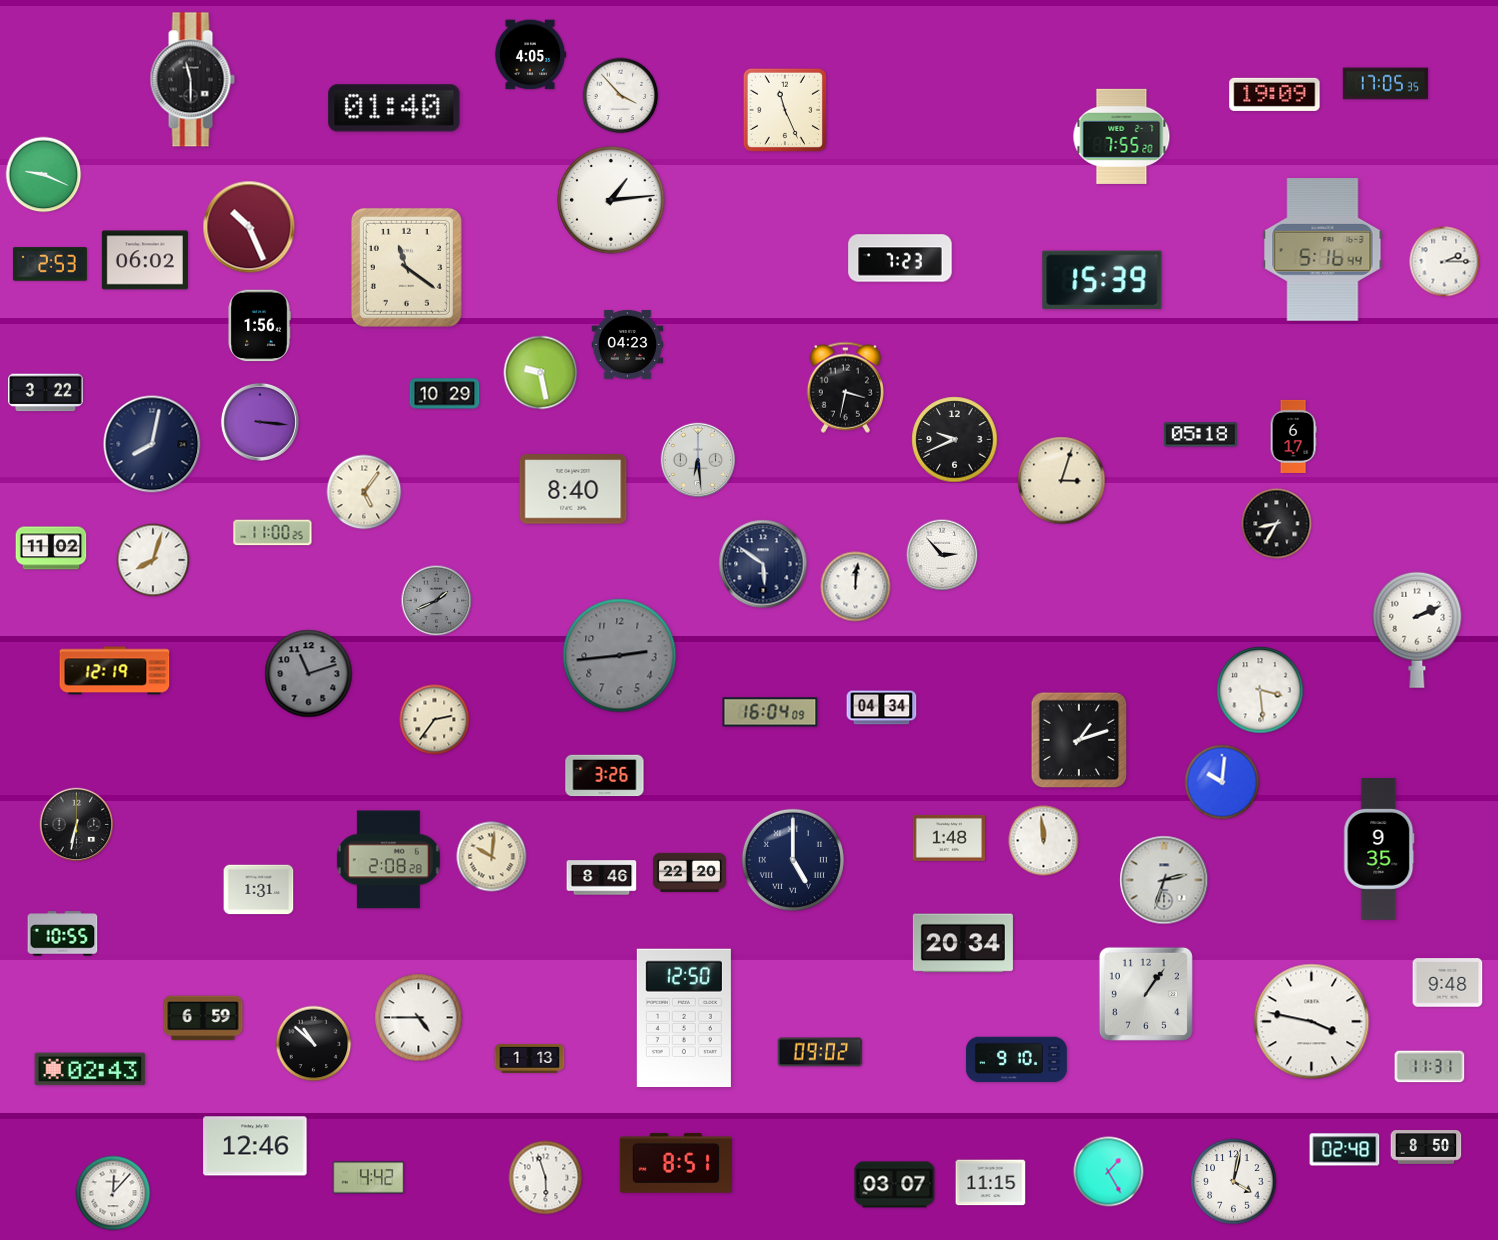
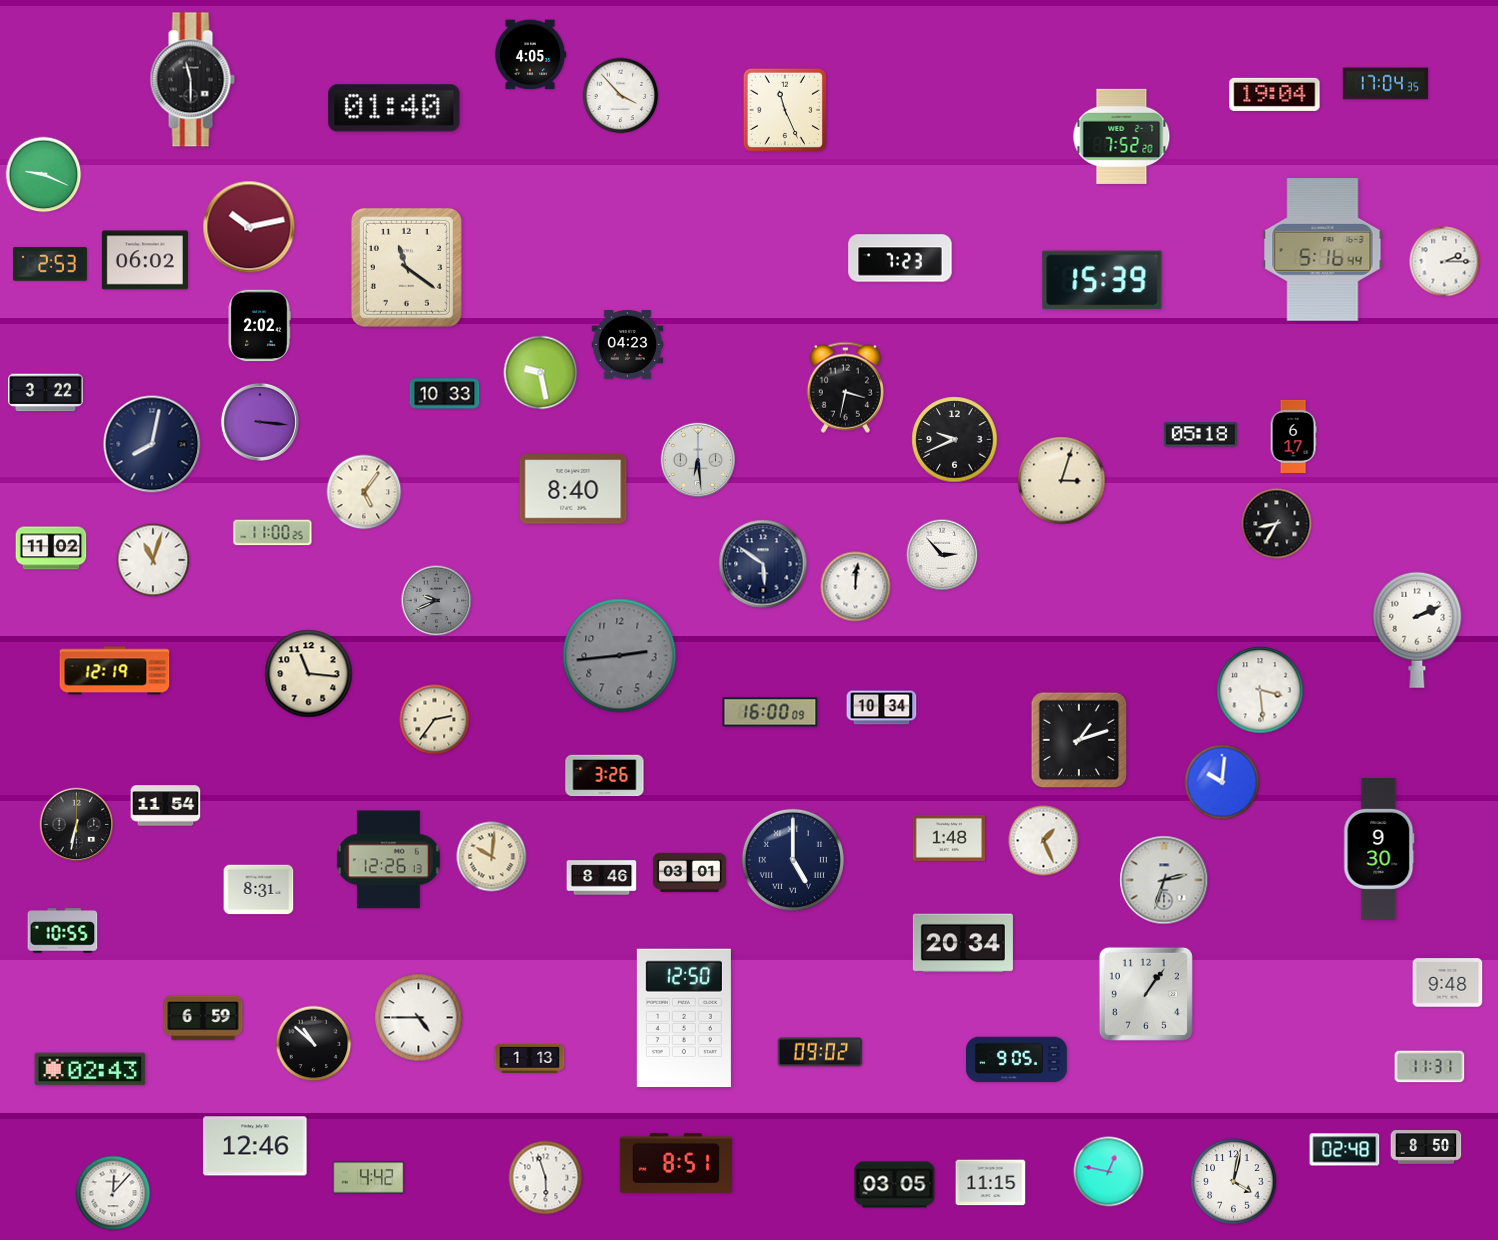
clock at (1386, 84): 17:05 -> 17:04
clock at (1275, 94): 19:09 -> 19:04
clock at (1122, 136): 7:55 -> 7:52
clock at (611, 200): 1:14 -> none
clock at (249, 227): 10:26 -> 10:13
clock at (259, 326): 1:56 -> 2:02
clock at (445, 394): 10:29 -> 10:33
clock at (153, 560): 8:03 -> 11:03
clock at (437, 601): 1:41 -> 9:41
clock at (309, 674): 11:12 -> 11:16
clock at (309, 674) dial: grey -> cream
clock at (882, 708): 04:34 -> 10:34
clock at (770, 712): 16:04 -> 16:00
clock at (166, 806): none -> 11:54
clock at (1044, 841): 11:59 -> 1:26
clock at (1379, 850): 9:35 -> 9:30
clock at (388, 860): 2:08 -> 12:26
clock at (689, 872): 22:20 -> 03:01
clock at (259, 890): 1:31 -> 8:31
clock at (63, 934) position: (63, 934) -> (63, 931)
clock at (1312, 1022): 3:47 -> none
clock at (1016, 1060): 9:10 -> 9:05
clock at (1109, 1172): 1:25 -> 12:47
clock at (895, 1185): 03:07 -> 03:05
